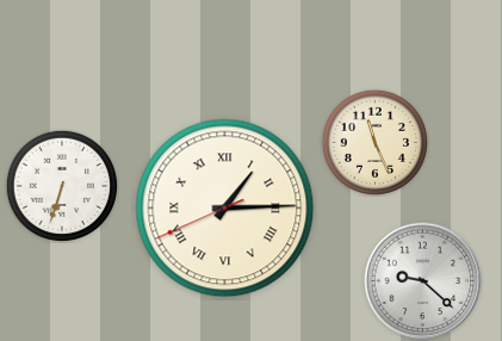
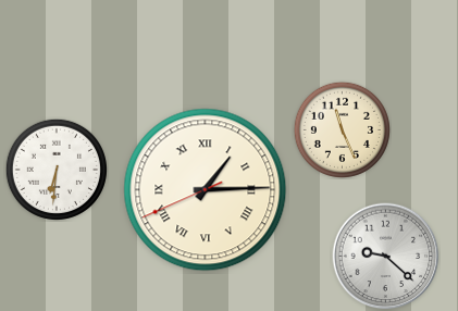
clock at (61, 185): 6:33 -> 6:31
